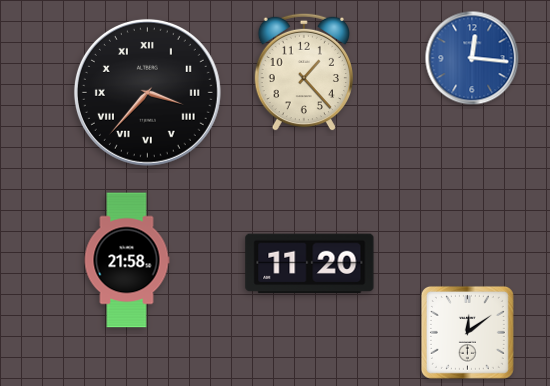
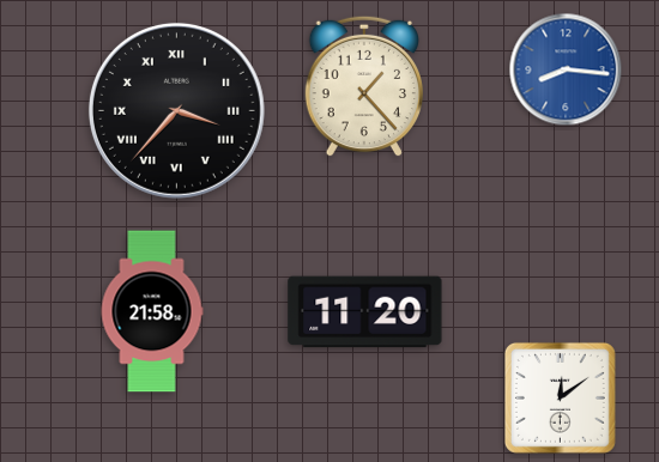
clock at (472, 58): 12:16 -> 8:16
clock at (310, 264) position: (310, 264) -> (365, 312)
